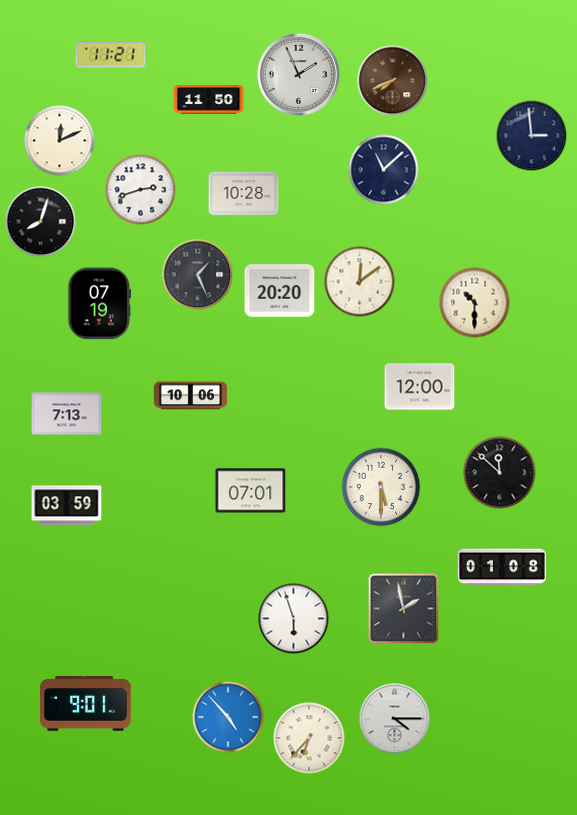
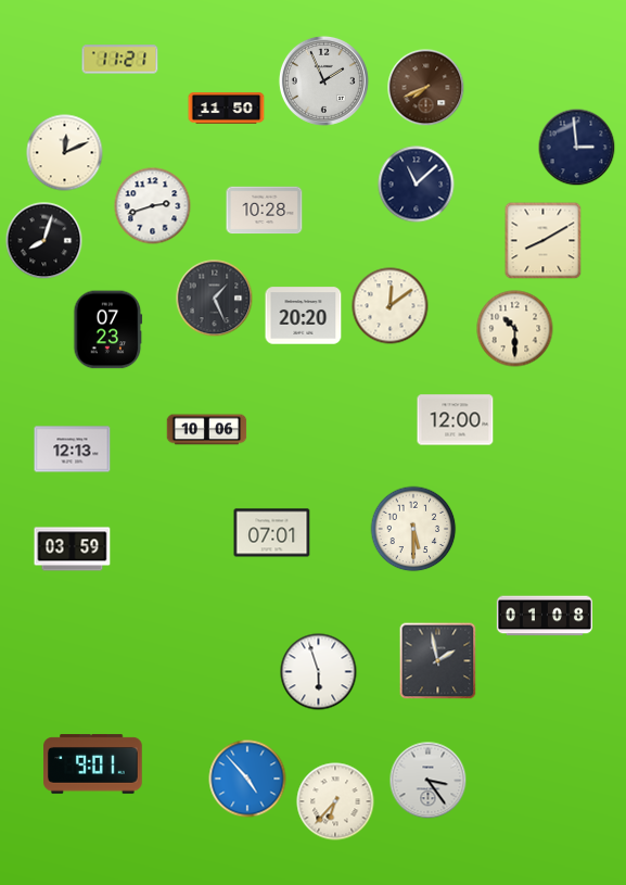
clock at (544, 241): none -> 8:10
clock at (100, 304): 07:19 -> 07:23
clock at (67, 414): 7:13 -> 12:13
clock at (500, 473): 11:52 -> none
clock at (395, 719): 4:15 -> 3:24
